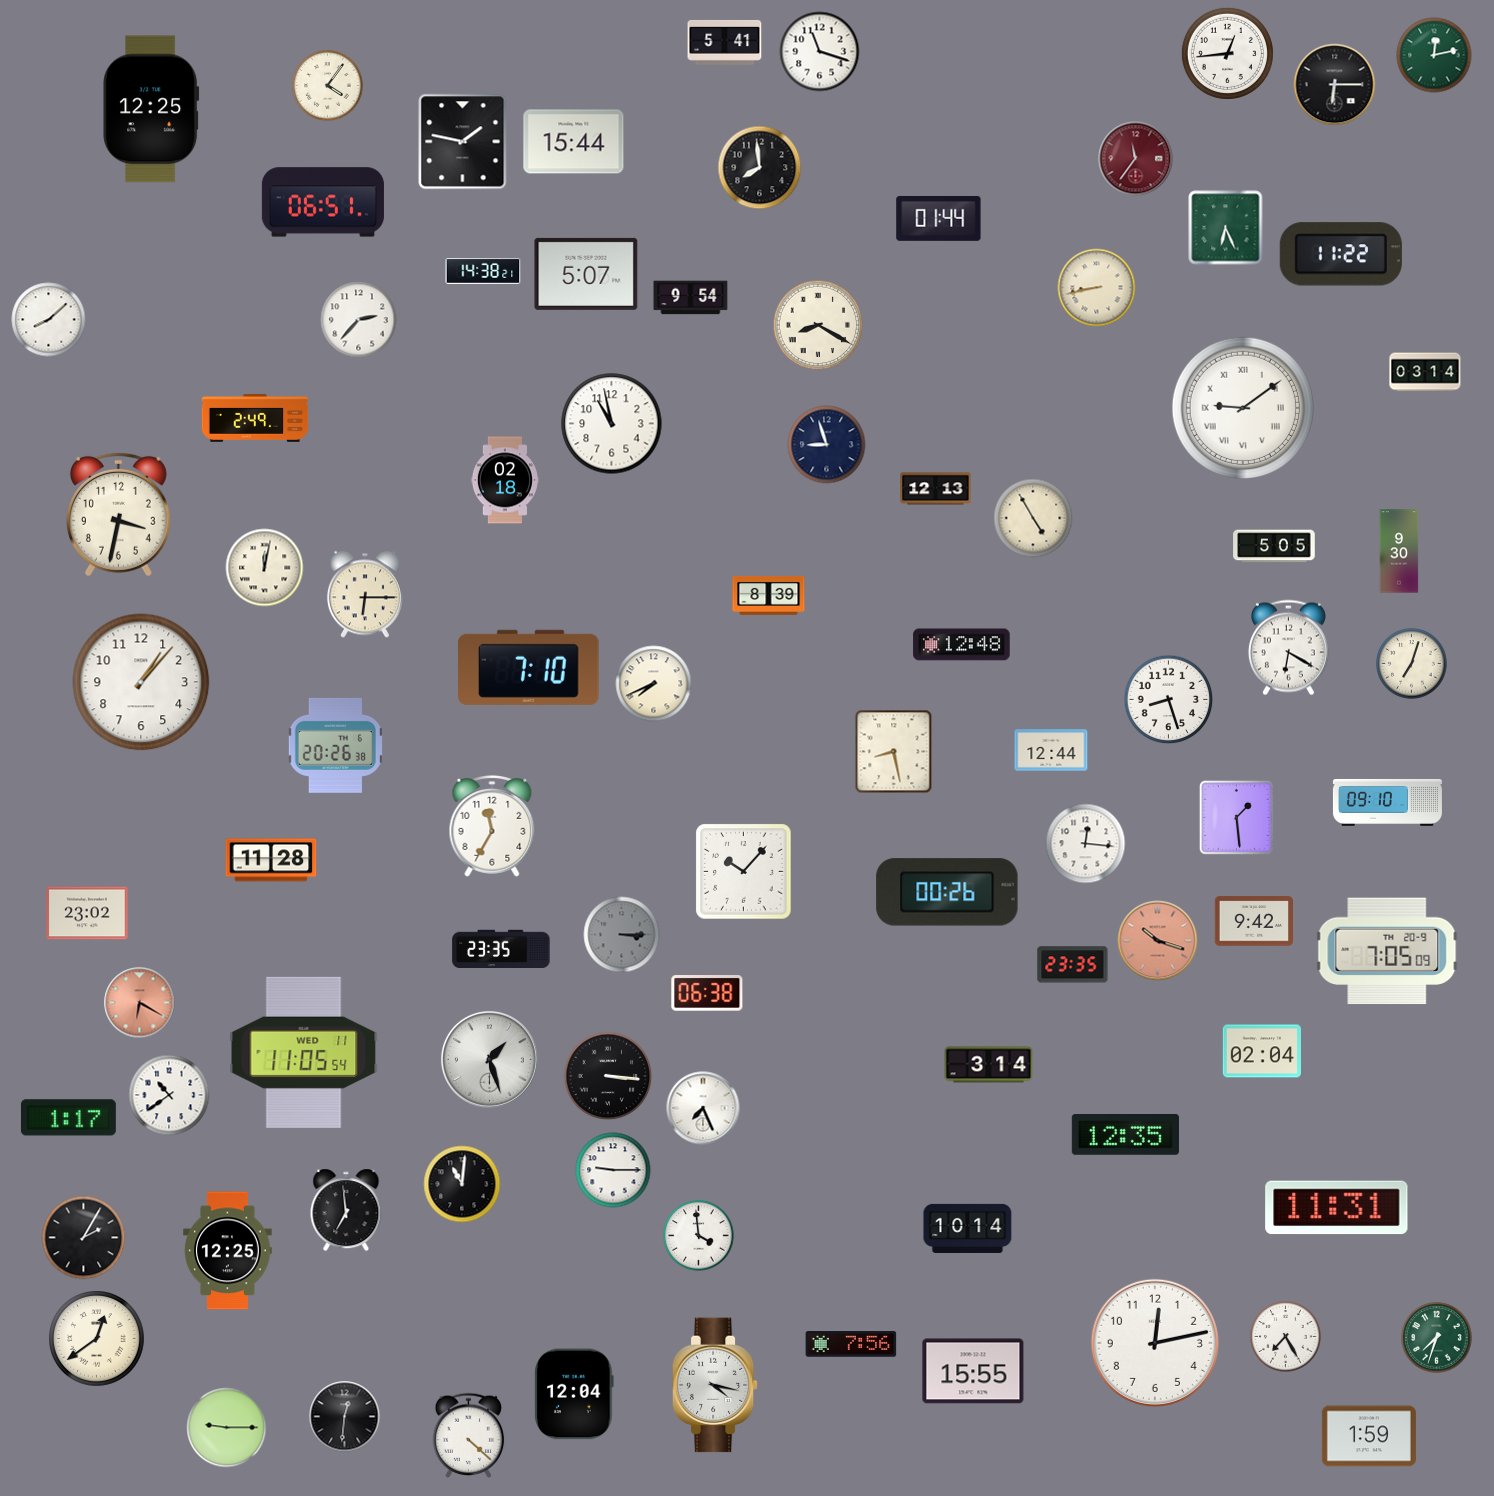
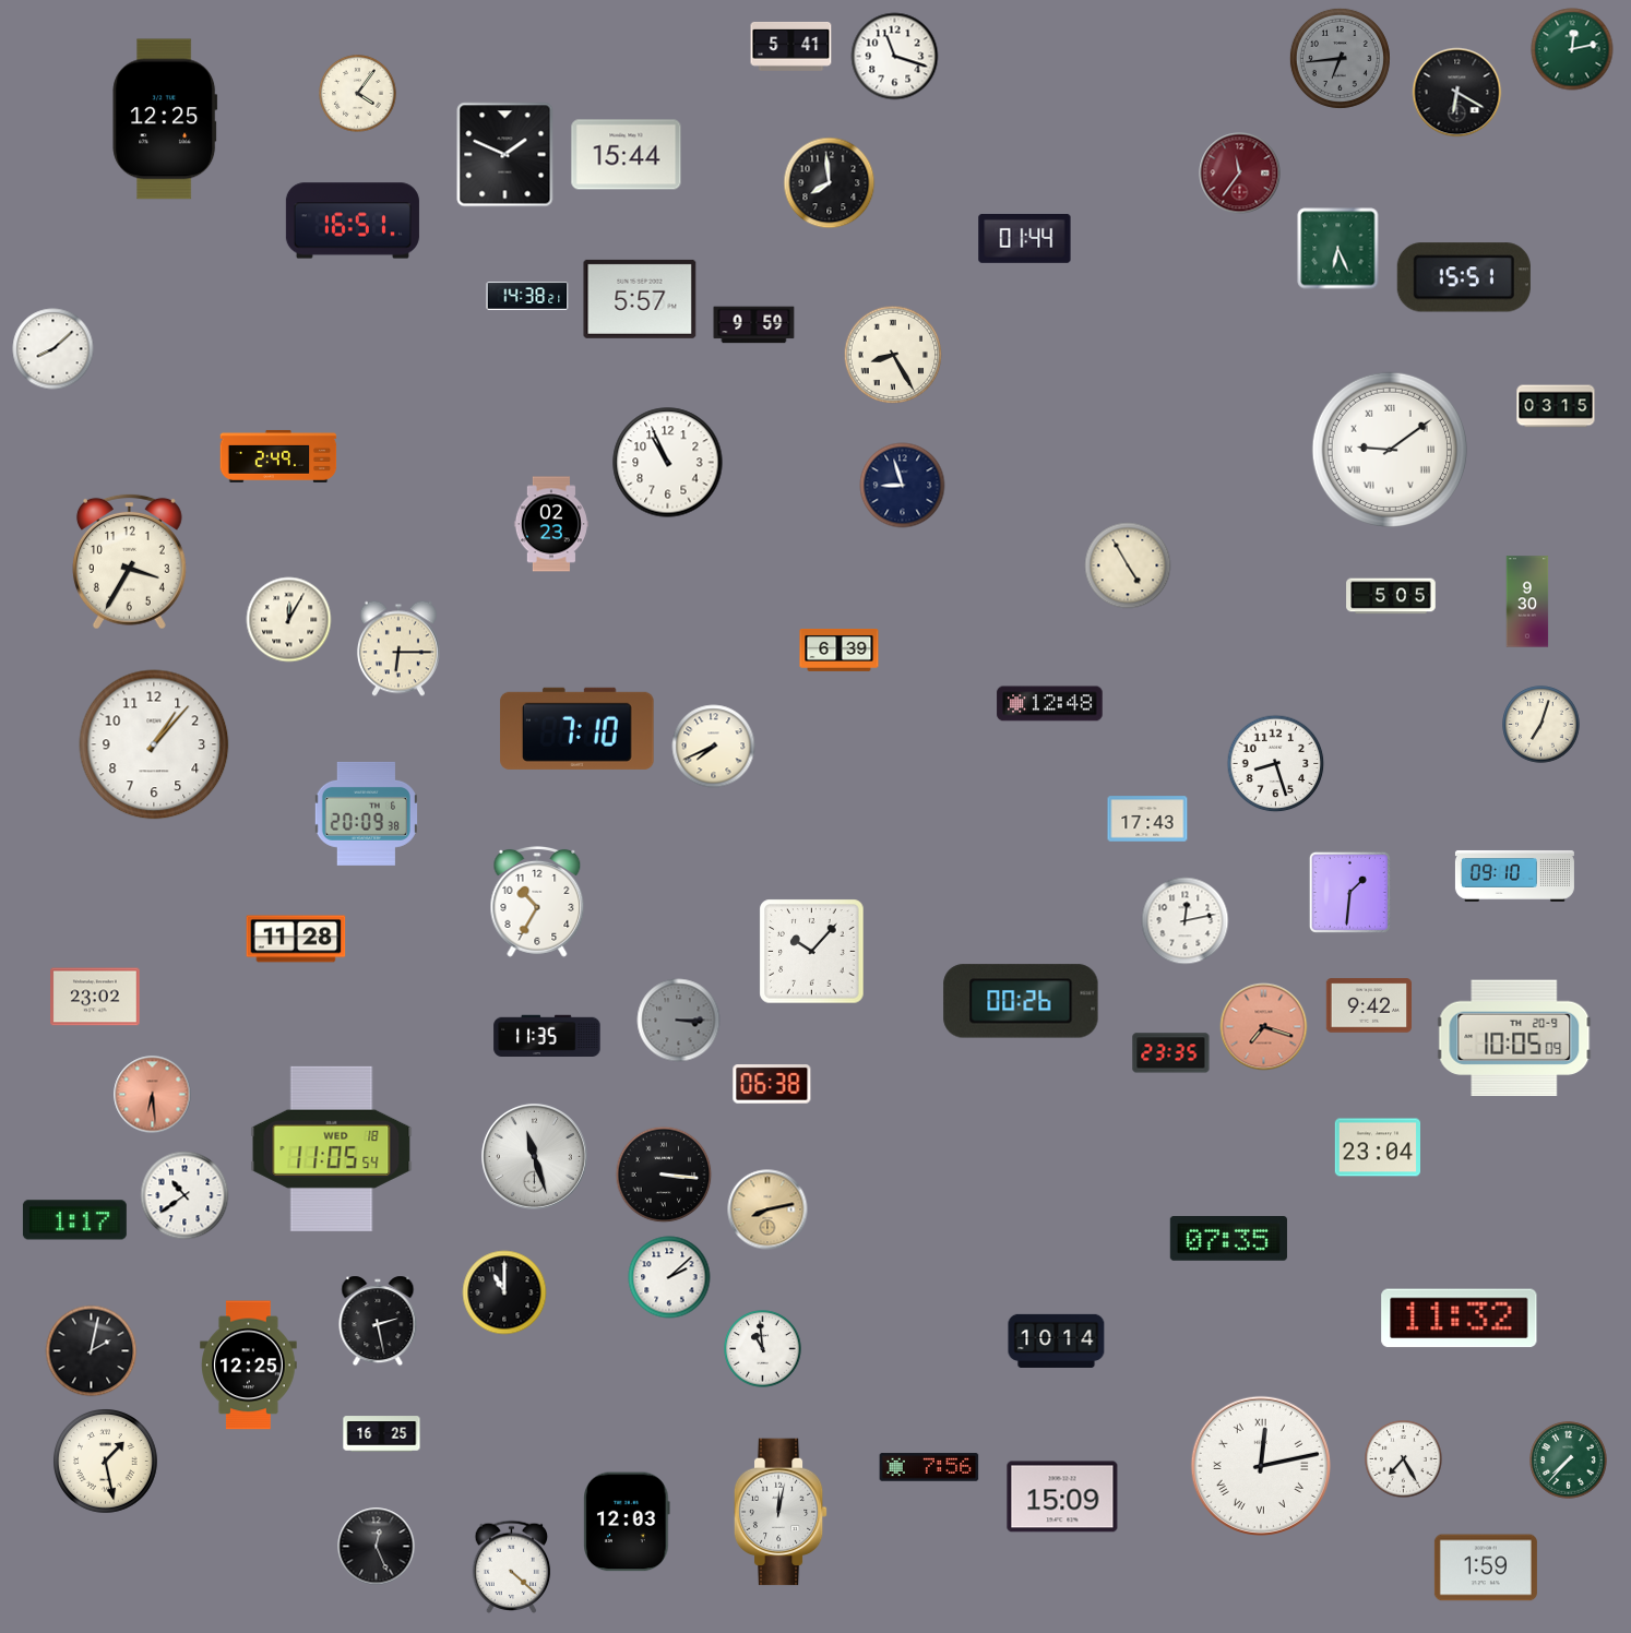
clock at (1227, 53): 12:44 -> 6:44
clock at (1227, 53) dial: white -> grey
clock at (1434, 55) position: (1434, 55) -> (1572, 49)
clock at (1335, 85): 6:15 -> 6:20
clock at (463, 142): 1:47 -> 1:49
clock at (323, 202): 06:51 -> 16:51
clock at (1341, 254): 11:22 -> 15:51
clock at (586, 274): 5:07 -> 5:57
clock at (1097, 288): 8:43 -> none
clock at (691, 298): 9:54 -> 9:59
clock at (359, 320): 2:37 -> none
clock at (818, 325): 8:20 -> 8:25
clock at (1425, 372): 03:14 -> 03:15
clock at (1243, 408) position: (1243, 408) -> (1390, 450)
clock at (612, 424): 10:58 -> 10:56
clock at (505, 480): 02:18 -> 02:23
clock at (936, 489): 12:13 -> none
clock at (118, 514): 3:32 -> 3:35
clock at (265, 568): 12:02 -> 12:05
clock at (769, 595): 8:39 -> 6:39
clock at (1288, 648): 6:20 -> none
clock at (335, 745): 20:26 -> 20:09
clock at (1051, 750): 12:44 -> 17:43
clock at (894, 752): 8:28 -> none
clock at (1236, 817): 1:29 -> 1:31
clock at (492, 826): 11:35 -> 10:35
clock at (1086, 844): 12:16 -> 12:13
clock at (947, 892) position: (947, 892) -> (1021, 1001)
clock at (1158, 941): 10:18 -> 7:18
clock at (501, 949): 23:35 -> 11:35
clock at (1387, 951): 7:05 -> 10:05
clock at (140, 1003): 6:20 -> 6:29
clock at (1261, 1051): 02:04 -> 23:04
clock at (304, 1052) date: WED 11 -> WED 18
clock at (489, 1059): 1:27 -> 11:27
clock at (989, 1065): 3:14 -> none
clock at (703, 1108): 7:26 -> 8:13
clock at (703, 1108) dial: white -> champagne
clock at (1125, 1135): 12:35 -> 07:35
clock at (613, 1170): 9:15 -> 2:08
clock at (462, 1184): 11:01 -> 11:00
clock at (1337, 1208): 11:31 -> 11:32
clock at (346, 1210): 6:59 -> 2:28
clock at (699, 1236): 3:59 -> 10:59
clock at (84, 1238): 2:05 -> 2:02
clock at (382, 1434): none -> 16:25
clock at (1437, 1338): 7:33 -> 7:37
clock at (97, 1339): 12:39 -> 1:28
clock at (1155, 1343) numerals: Arabic -> Roman
clock at (973, 1371): 15:55 -> 15:09
clock at (715, 1385): 4:17 -> 12:02
clock at (574, 1394): 12:04 -> 12:03
clock at (345, 1417): 12:31 -> 12:26
clock at (227, 1428): 9:15 -> none
clock at (1369, 1436) position: (1369, 1436) -> (1486, 1568)
